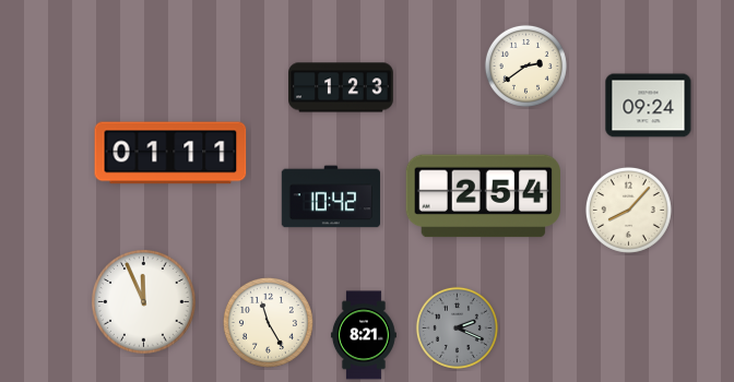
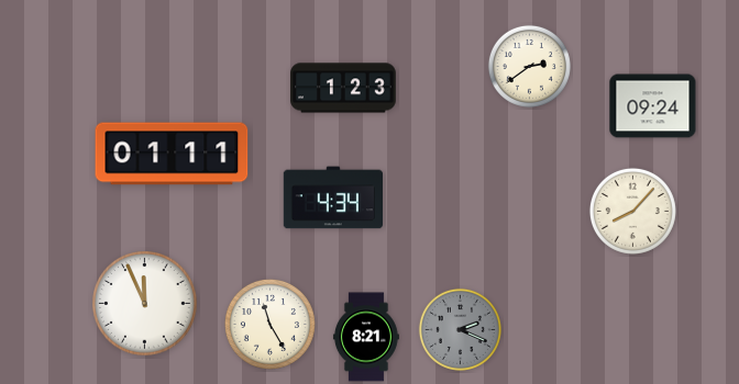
clock at (330, 196): 10:42 -> 4:34
clock at (483, 196): 2:54 -> none
